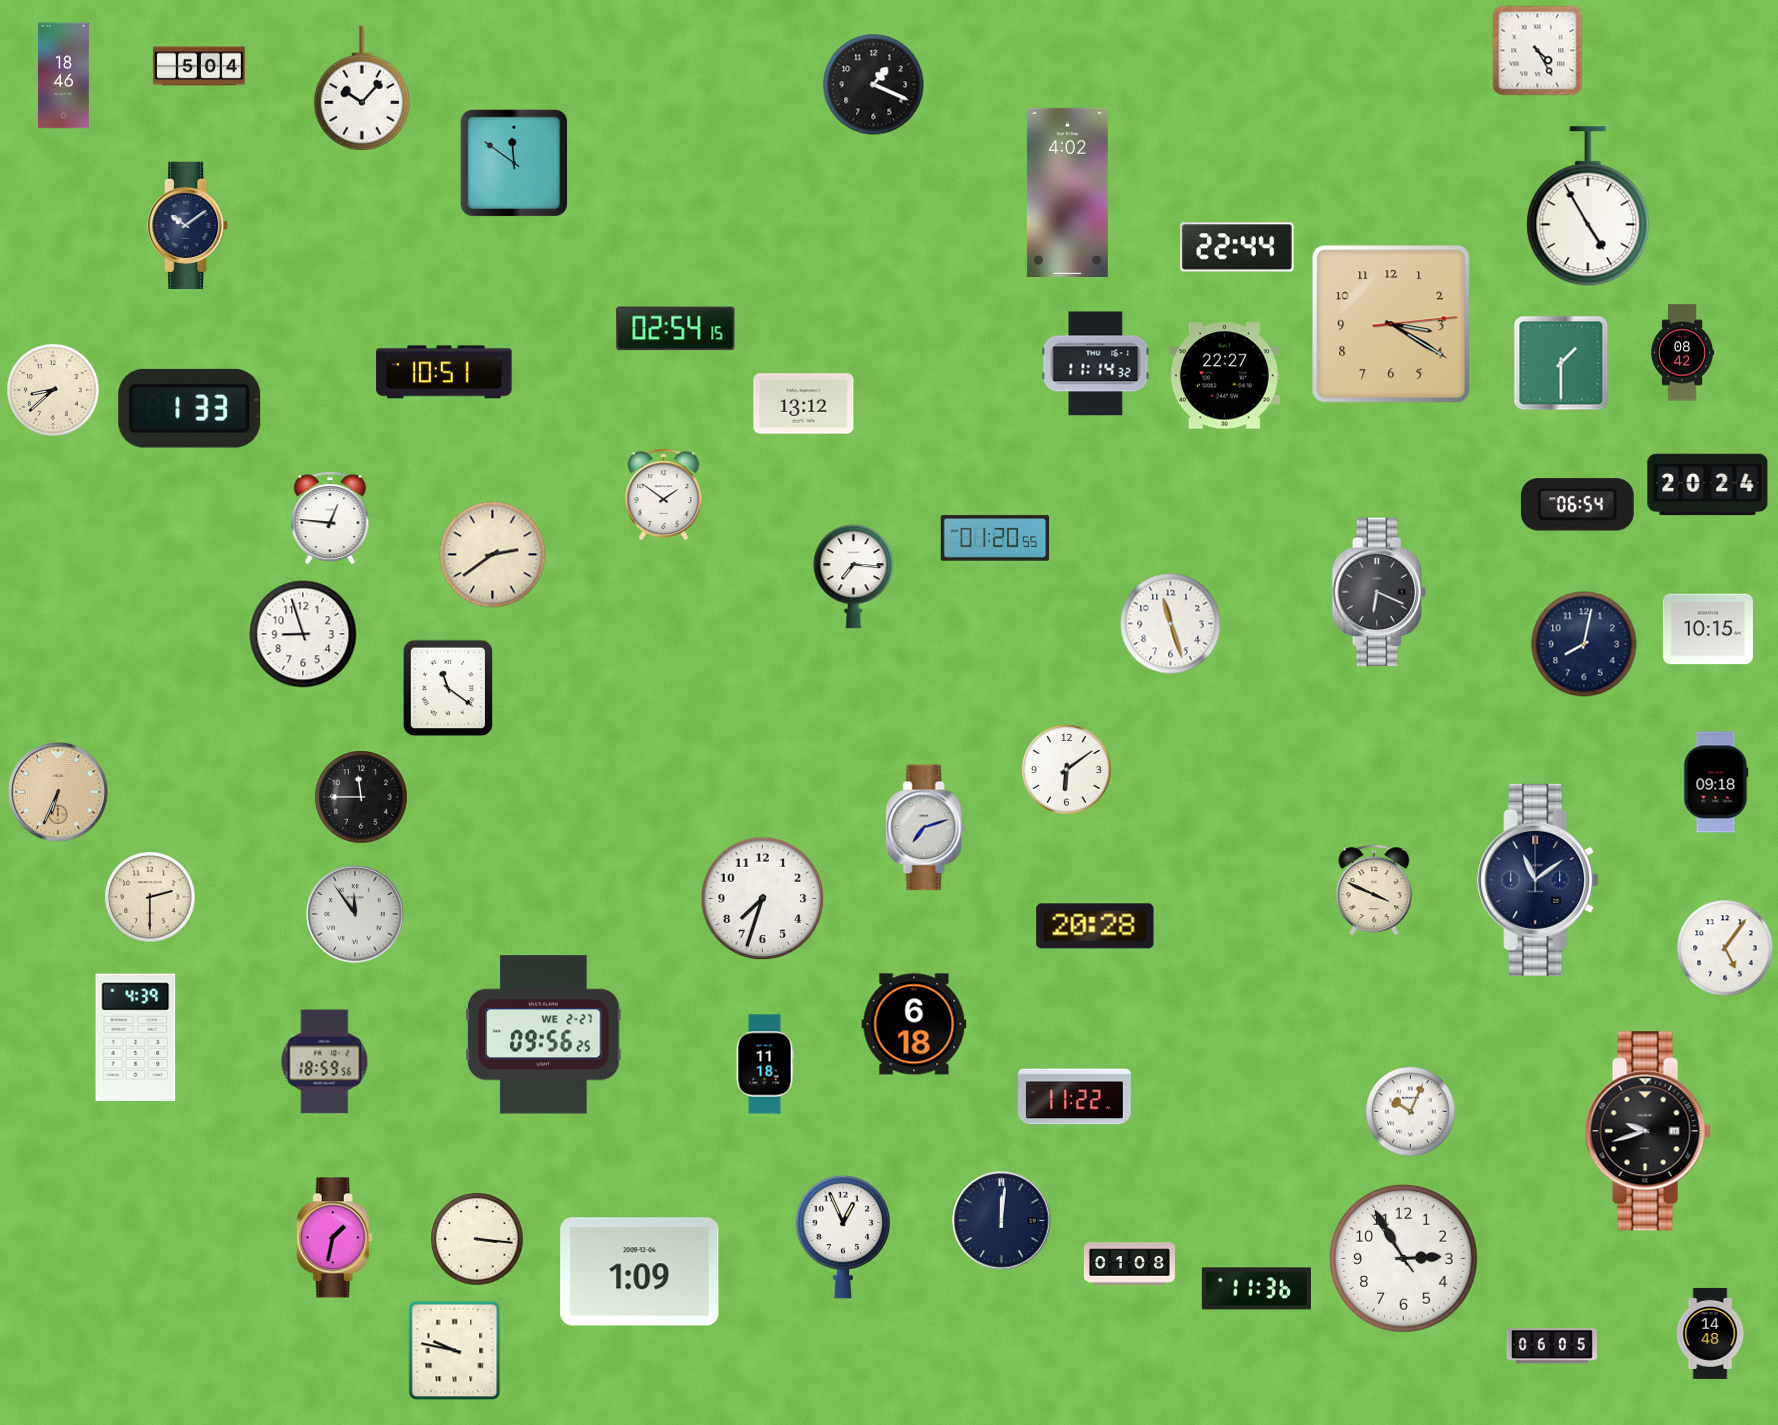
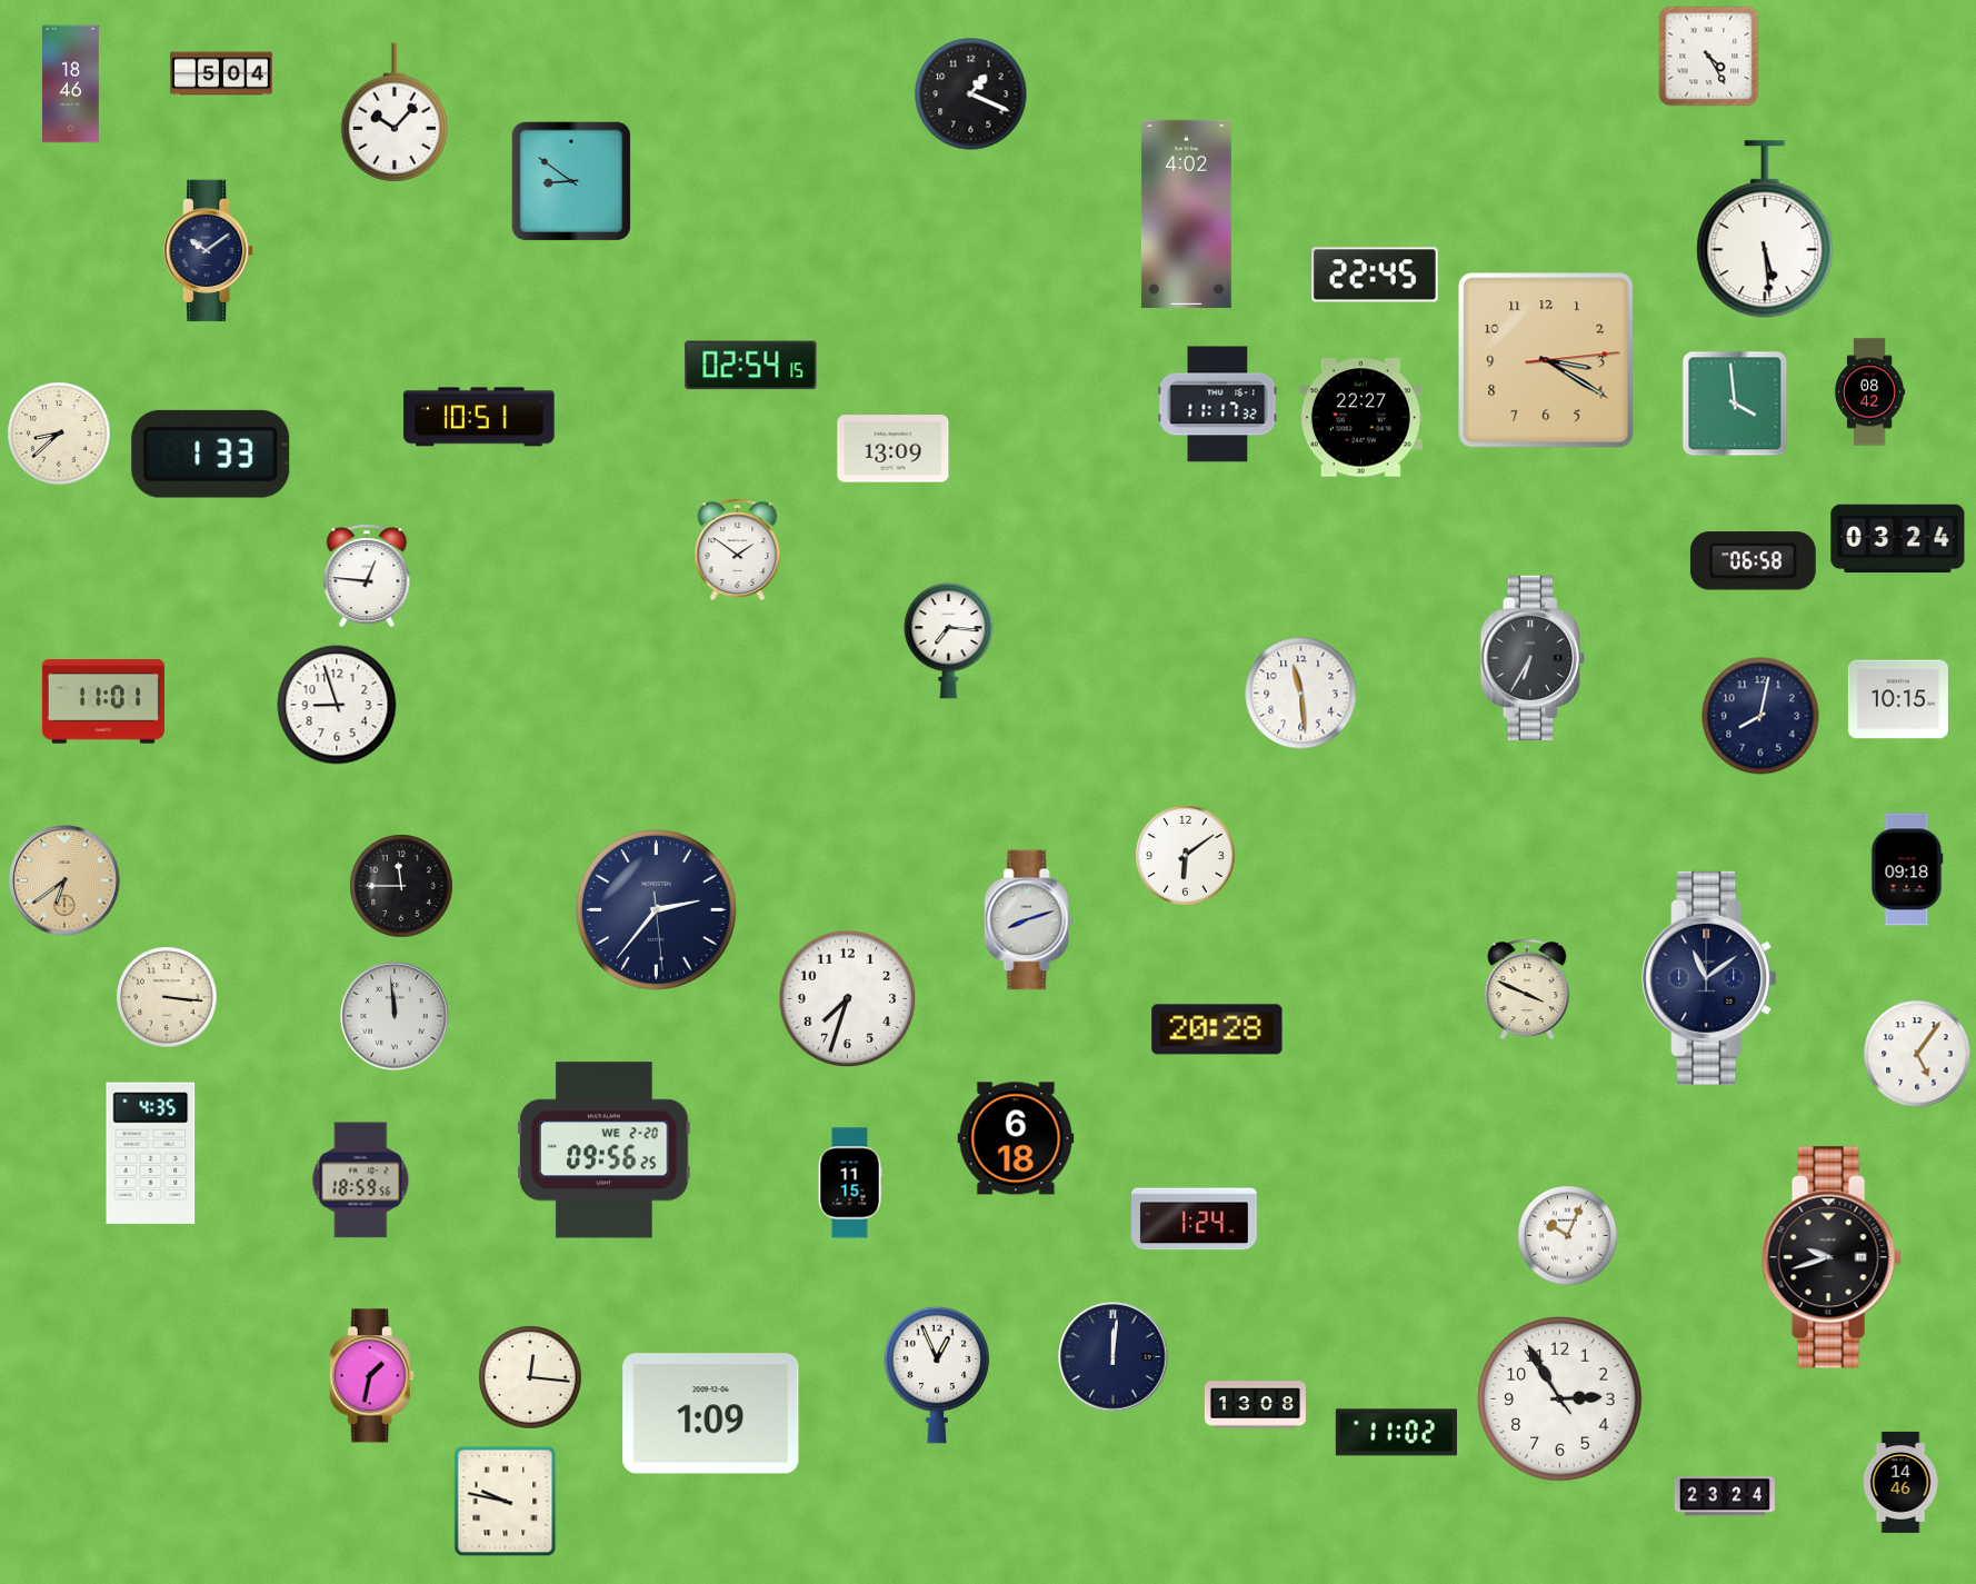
clock at (361, 88) position: (361, 88) -> (393, 112)
clock at (514, 163): 11:51 -> 8:51
clock at (1588, 207): 4:55 -> 5:29
clock at (1238, 247): 22:44 -> 22:45
clock at (1561, 363): 1:30 -> 3:59
clock at (1096, 364): 11:14 -> 11:17
clock at (444, 372) position: (444, 372) -> (479, 417)
clock at (804, 404): 13:12 -> 13:09
clock at (1708, 485): 20:24 -> 03:24
clock at (1577, 505): 06:54 -> 06:58
clock at (995, 538): 01:20 -> none
clock at (493, 555): 2:39 -> none
clock at (1379, 591): 6:19 -> 6:35
clock at (1171, 624): 11:27 -> 11:29
clock at (103, 701): none -> 11:01
clock at (448, 688): 11:21 -> none
clock at (58, 792): 6:34 -> 6:39
clock at (657, 910): none -> 2:36
clock at (926, 828): 7:12 -> 8:12
clock at (150, 897): 2:30 -> 3:16
clock at (355, 914): 11:54 -> 11:59
clock at (544, 1035) date: WE 2-27 -> WE 2-20
clock at (136, 1037): 4:39 -> 4:35
clock at (765, 1064): 11:18 -> 11:15
clock at (1075, 1097): 11:22 -> 1:24
clock at (477, 1239): 3:16 -> 12:16
clock at (1129, 1264): 01:08 -> 13:08
clock at (1256, 1289): 11:36 -> 11:02
clock at (1710, 1333): 14:48 -> 14:46
clock at (1552, 1346): 06:05 -> 23:24
